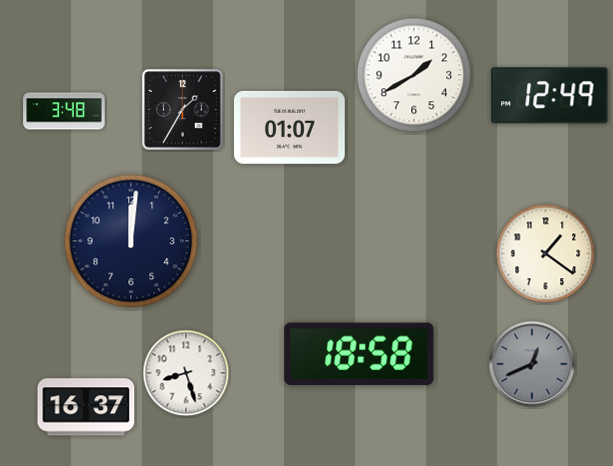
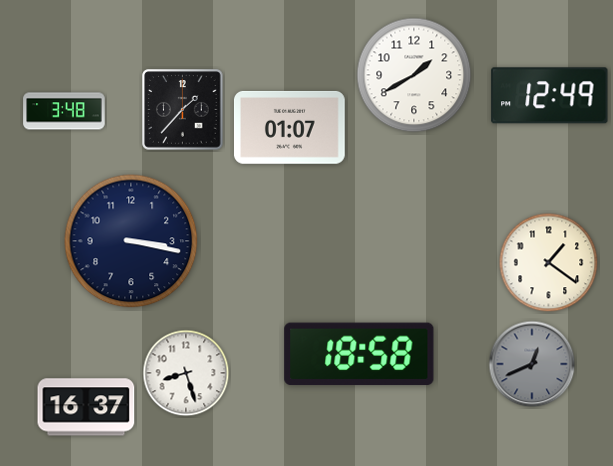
clock at (183, 110): 1:35 -> 1:37
clock at (131, 241): 12:01 -> 3:17
clock at (546, 254) position: (546, 254) -> (549, 263)
